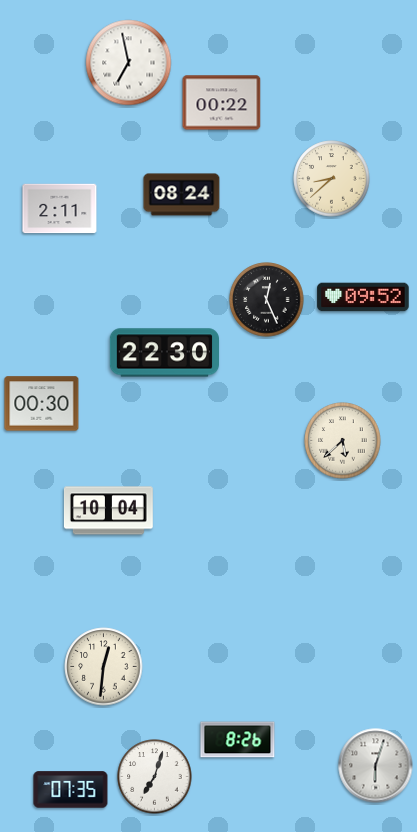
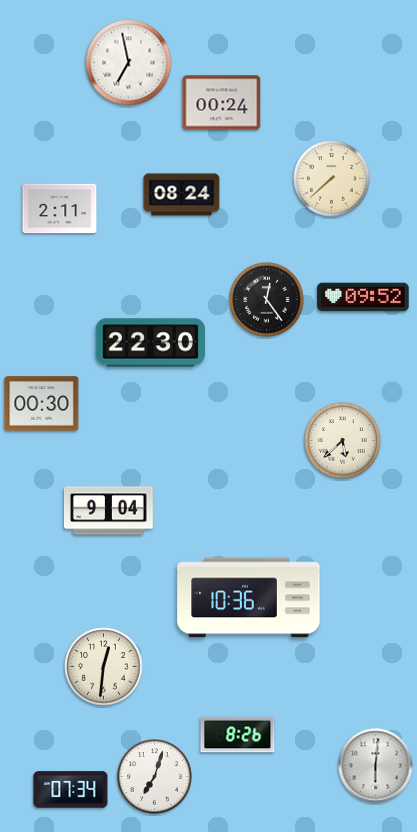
clock at (222, 103): 00:22 -> 00:24
clock at (332, 179): 8:38 -> 7:38
clock at (267, 300): 12:26 -> 12:24
clock at (164, 353) position: (164, 353) -> (150, 343)
clock at (109, 511): 10:04 -> 9:04
clock at (249, 598): none -> 10:36
clock at (238, 740) position: (238, 740) -> (238, 735)
clock at (376, 766): 6:03 -> 6:01
clock at (71, 790): 07:35 -> 07:34
